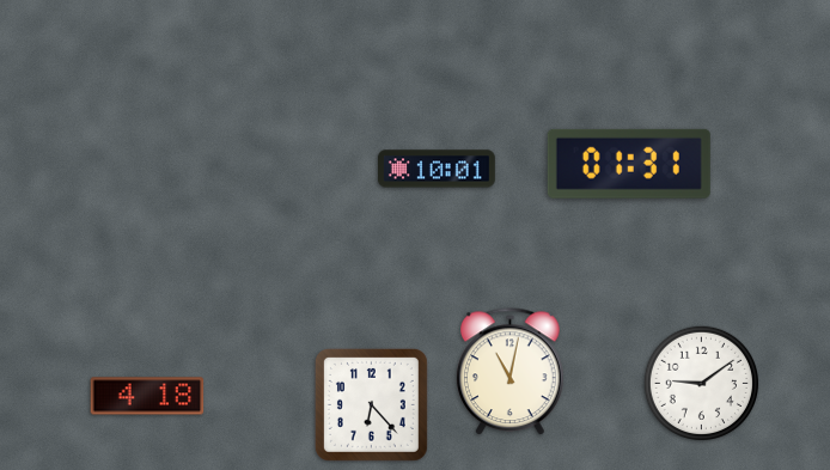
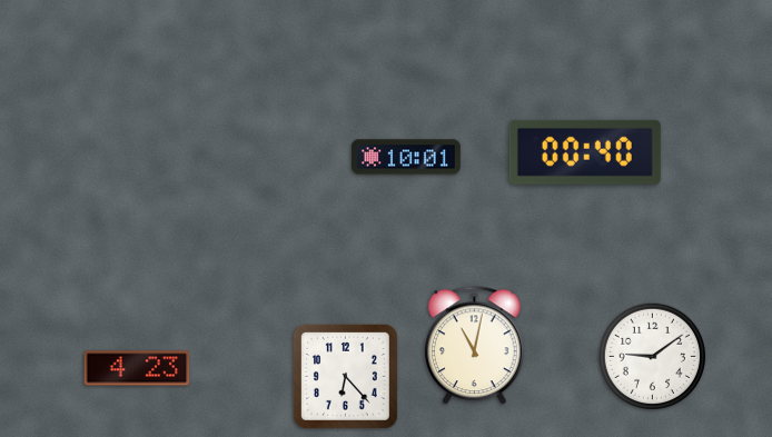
clock at (629, 164): 01:31 -> 00:40
clock at (147, 396): 4:18 -> 4:23
